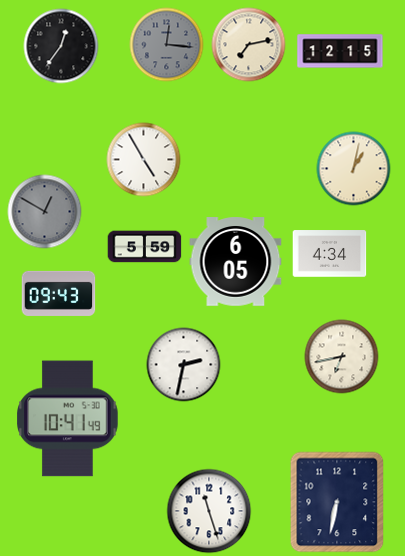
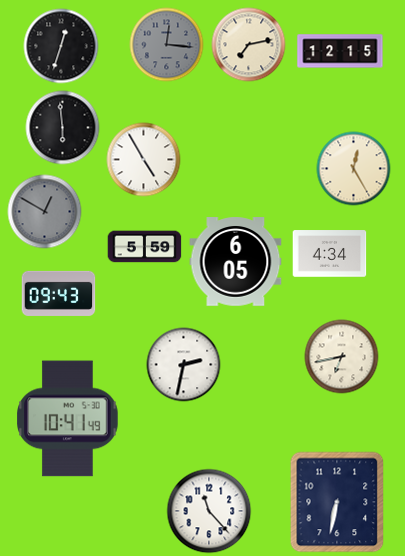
clock at (61, 46): 12:36 -> 12:33
clock at (63, 128): none -> 5:59
clock at (354, 169): 1:02 -> 12:25
clock at (209, 511): 11:27 -> 11:23
